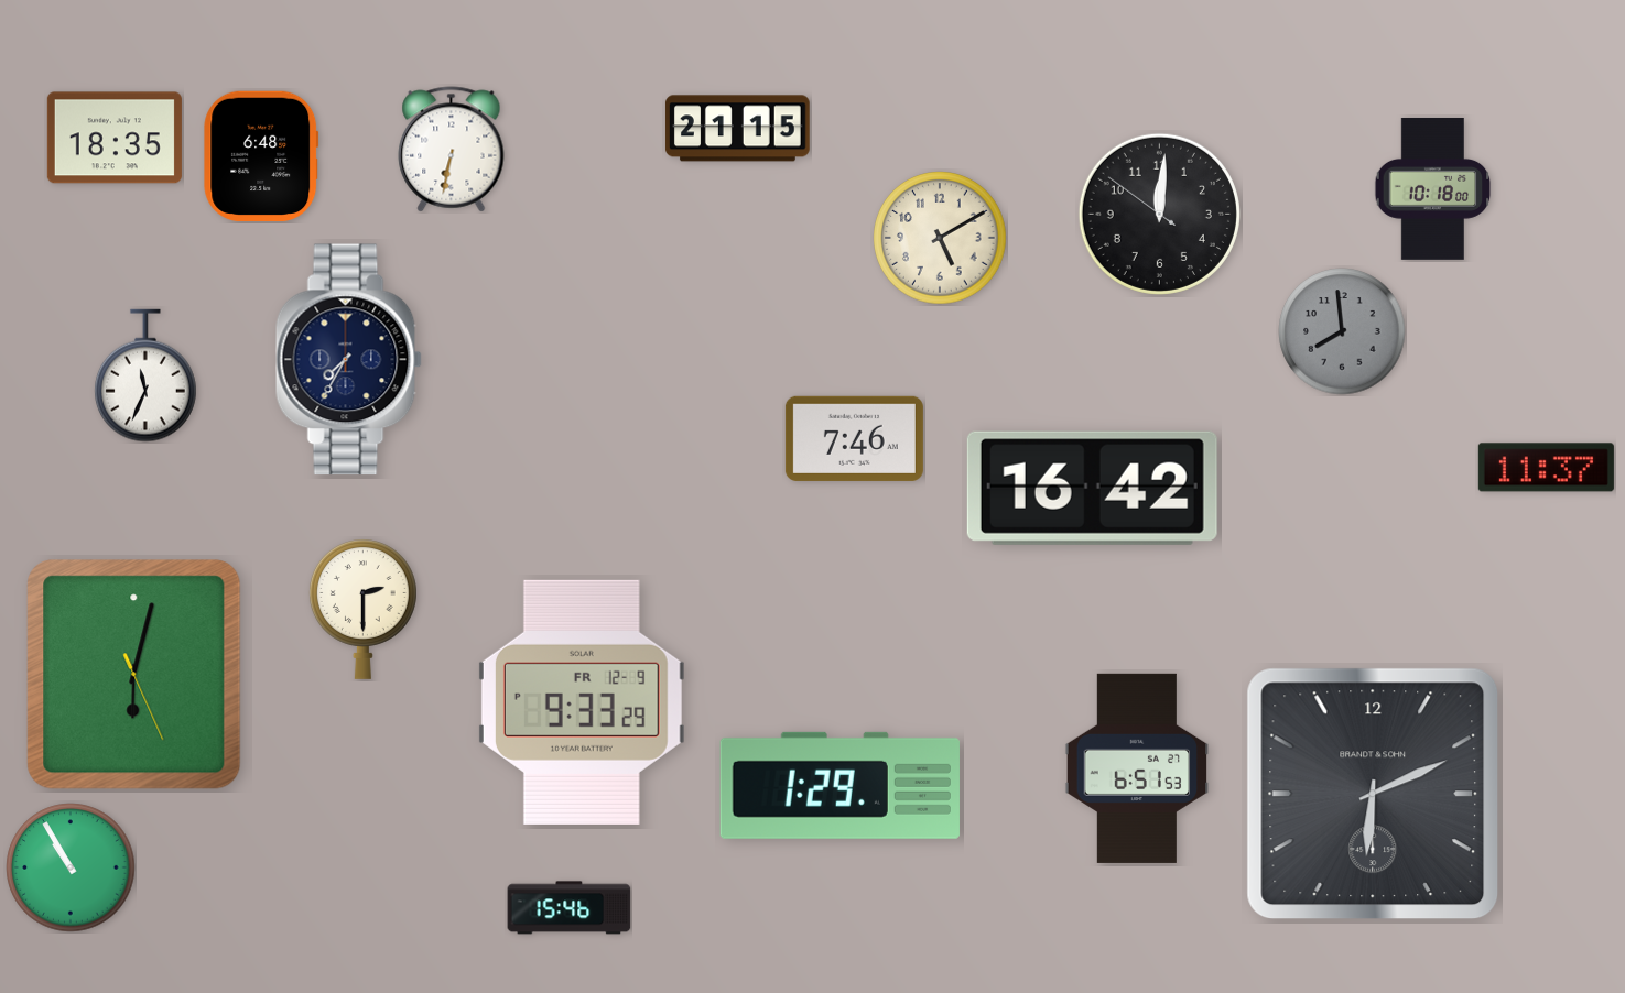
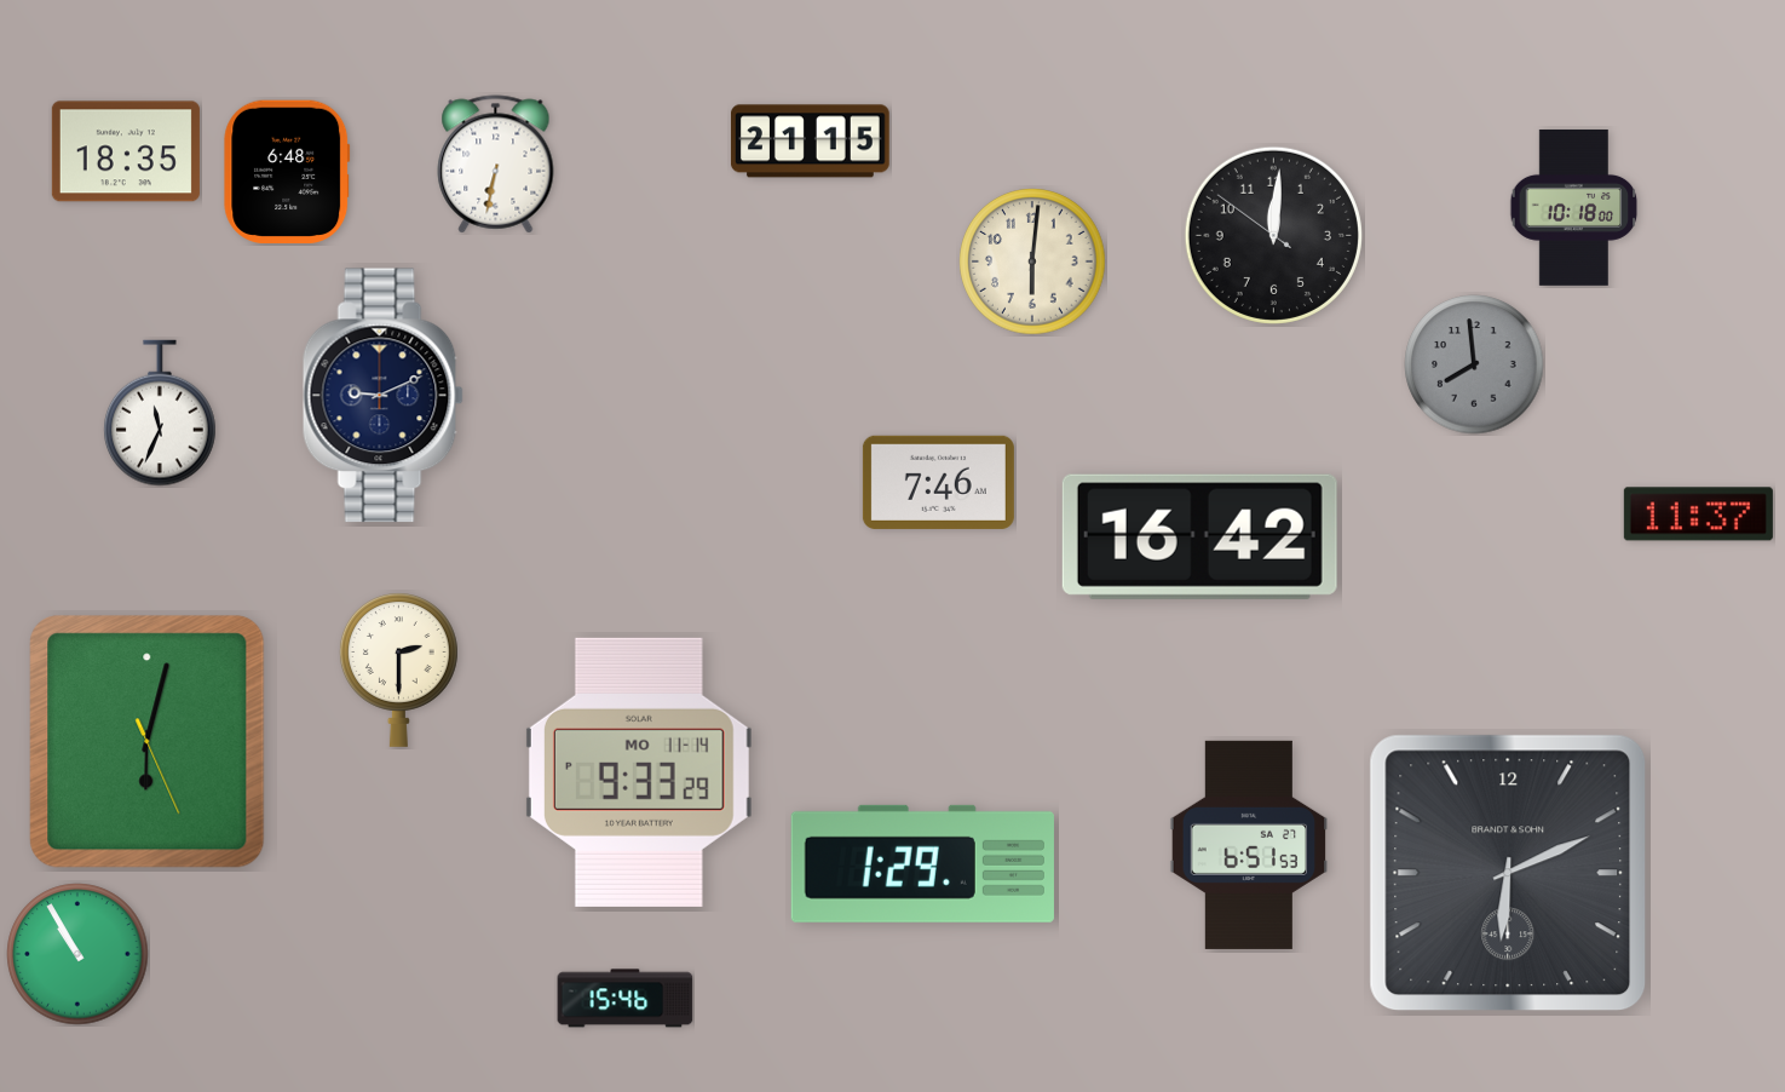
clock at (940, 238): 5:10 -> 6:01
clock at (348, 360): 7:35 -> 9:11
clock at (582, 702) date: FR 12-9 -> MO 11-14
